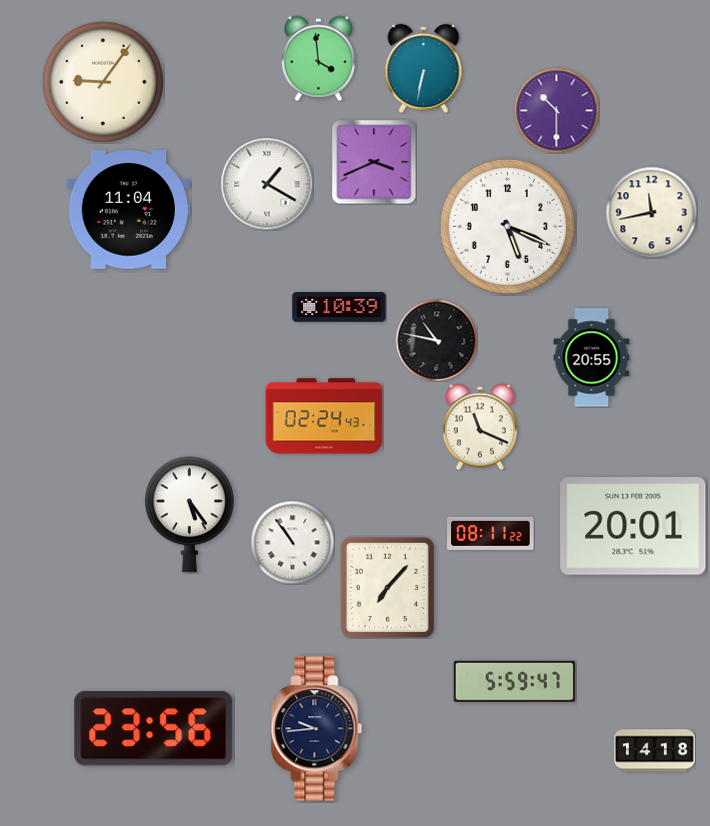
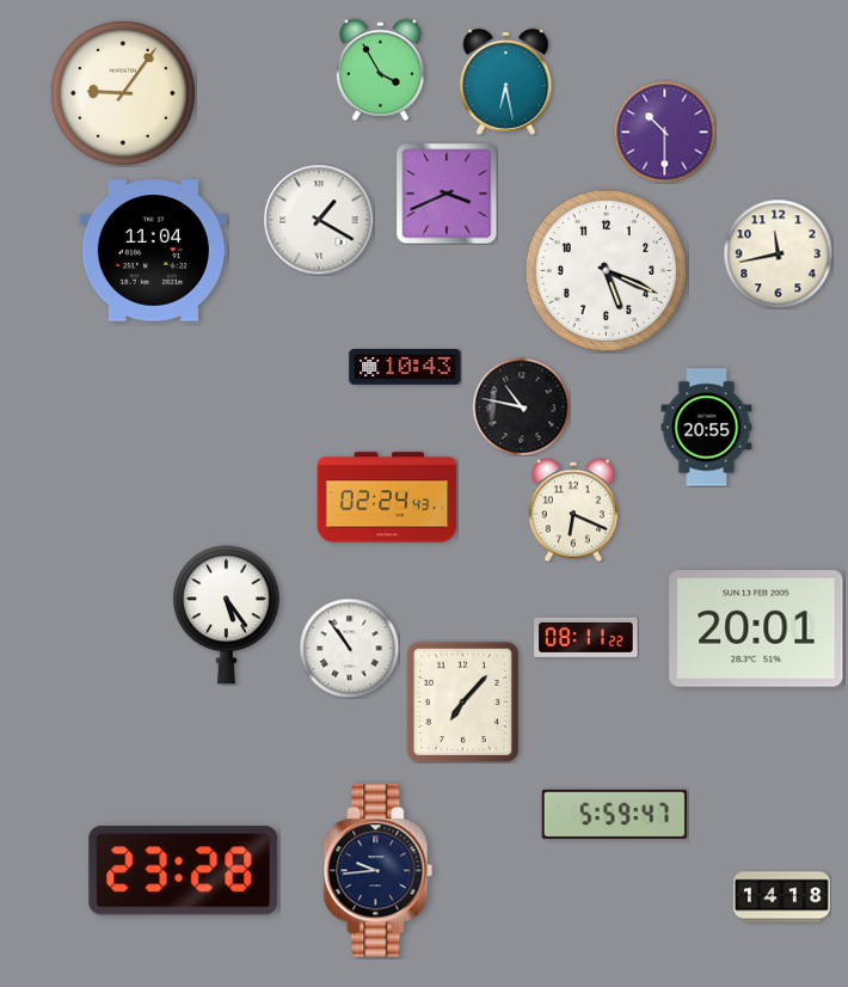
clock at (318, 58): 3:59 -> 3:55
clock at (424, 68): 6:32 -> 6:28
clock at (103, 82) position: (103, 82) -> (123, 93)
clock at (339, 307): 10:39 -> 10:43
clock at (480, 427): 11:19 -> 6:19
clock at (154, 729): 23:56 -> 23:28
